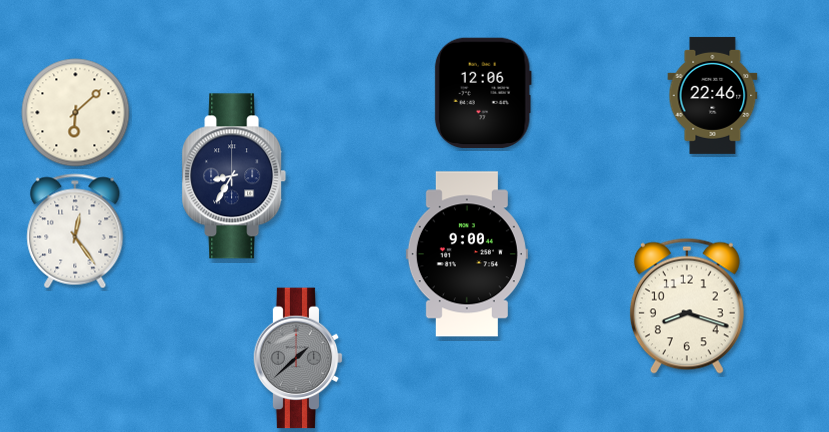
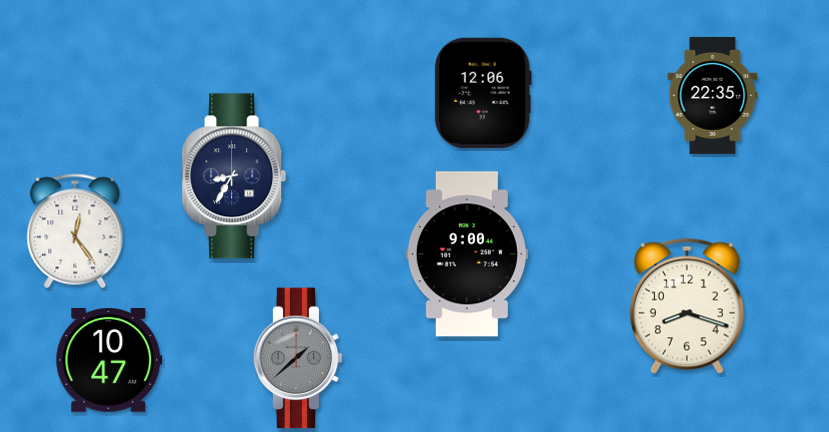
clock at (713, 95): 22:46 -> 22:35
clock at (76, 113): 6:08 -> none
clock at (109, 361): none -> 10:47
